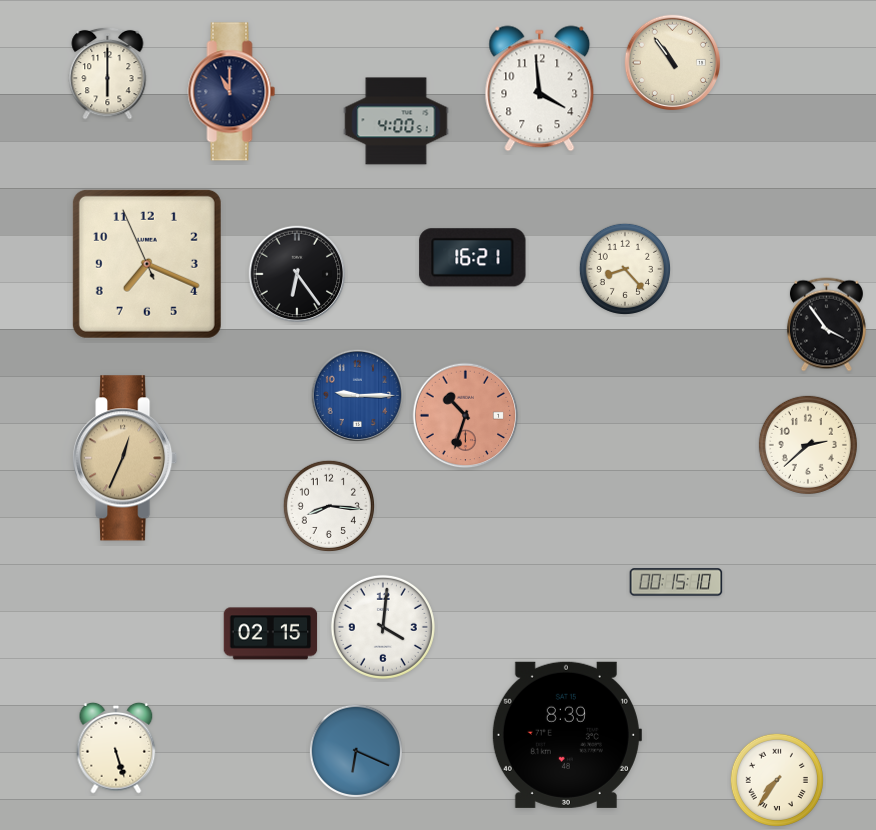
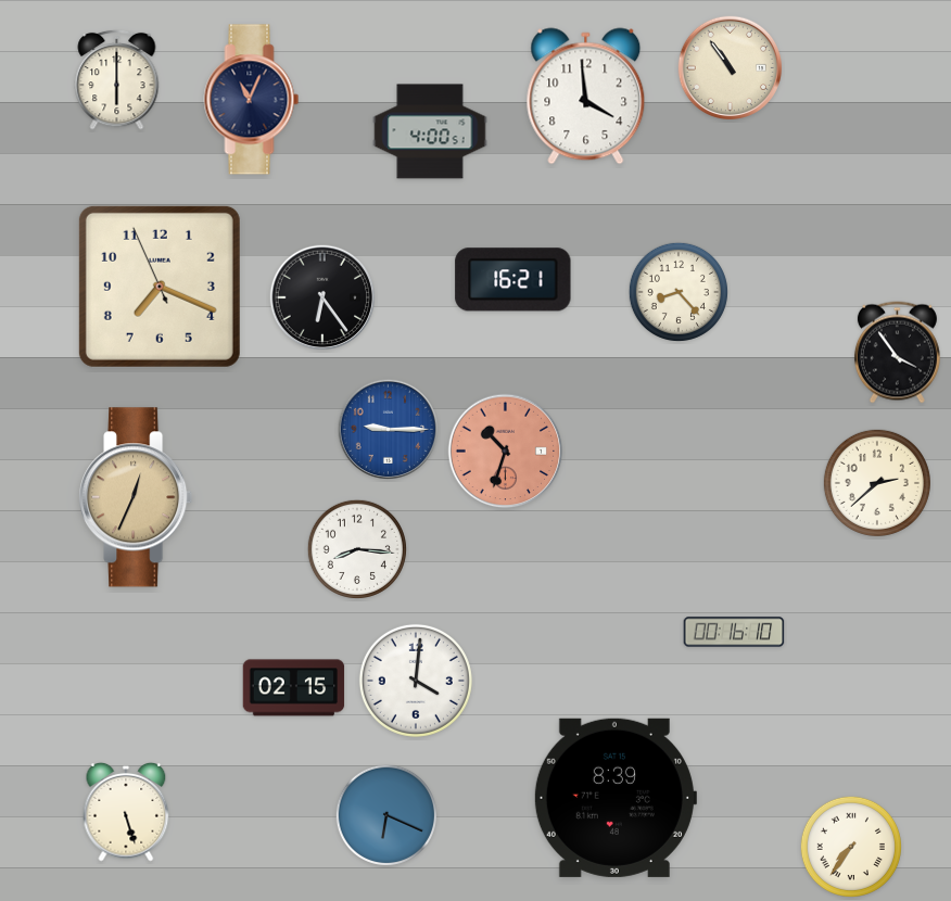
clock at (232, 92): 11:00 -> 11:04
clock at (676, 582): 00:15 -> 00:16
clock at (777, 780) position: (777, 780) -> (851, 847)
